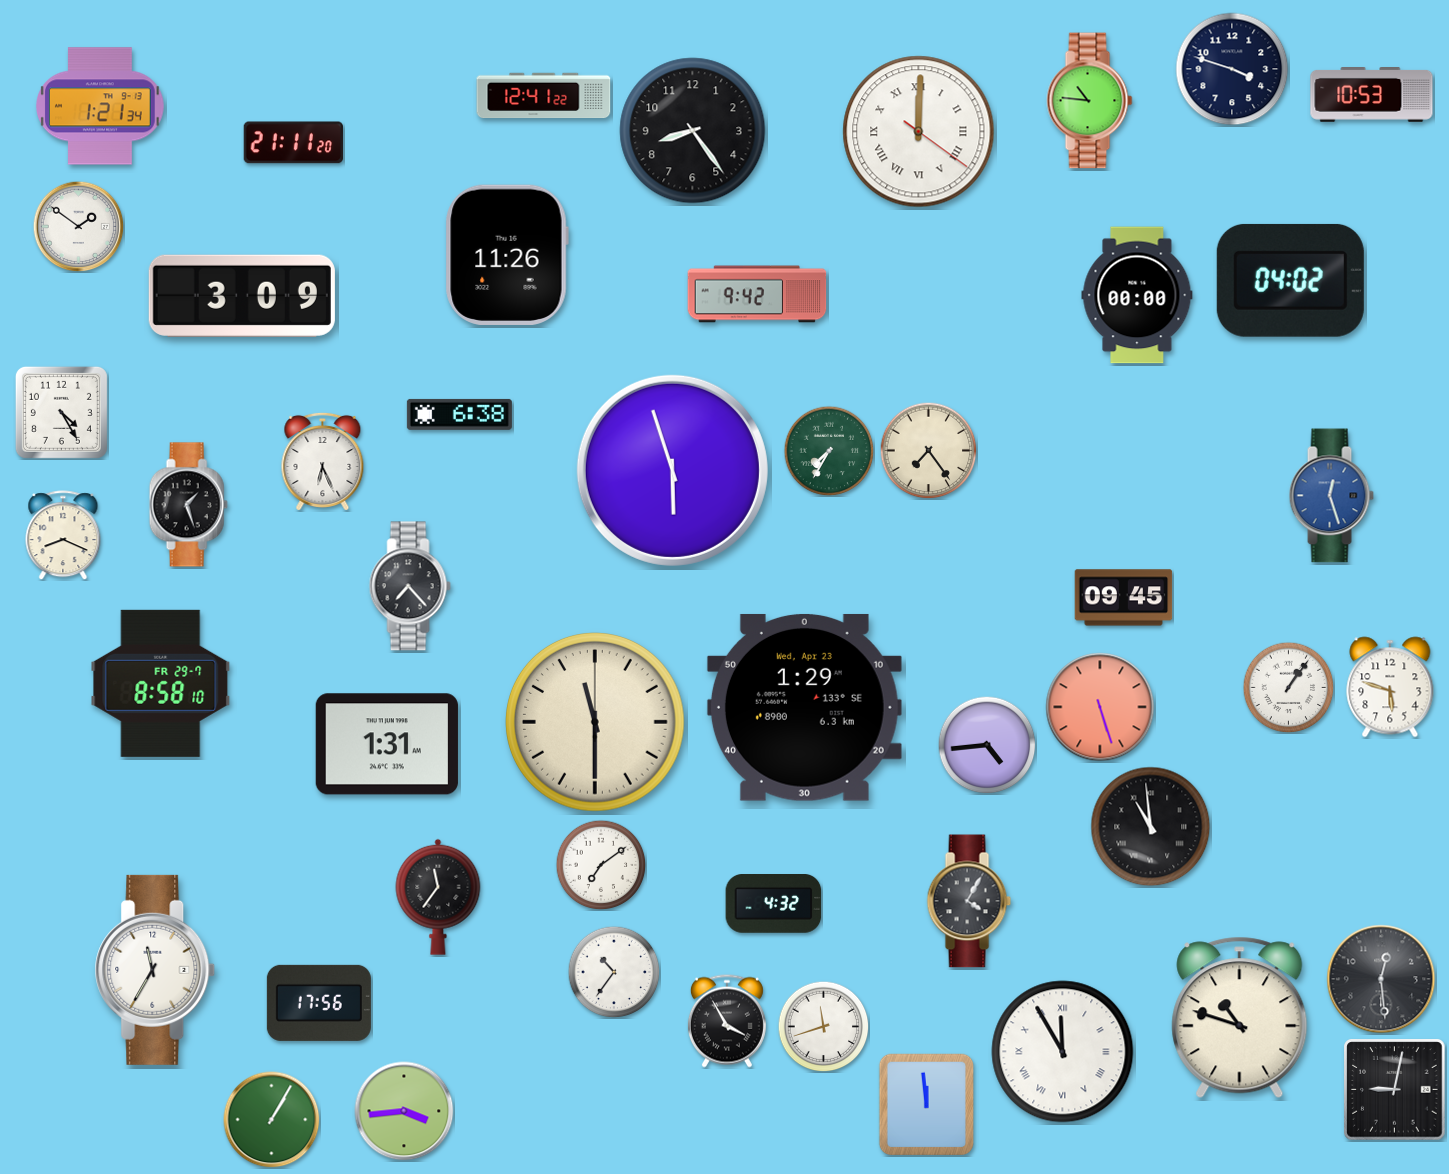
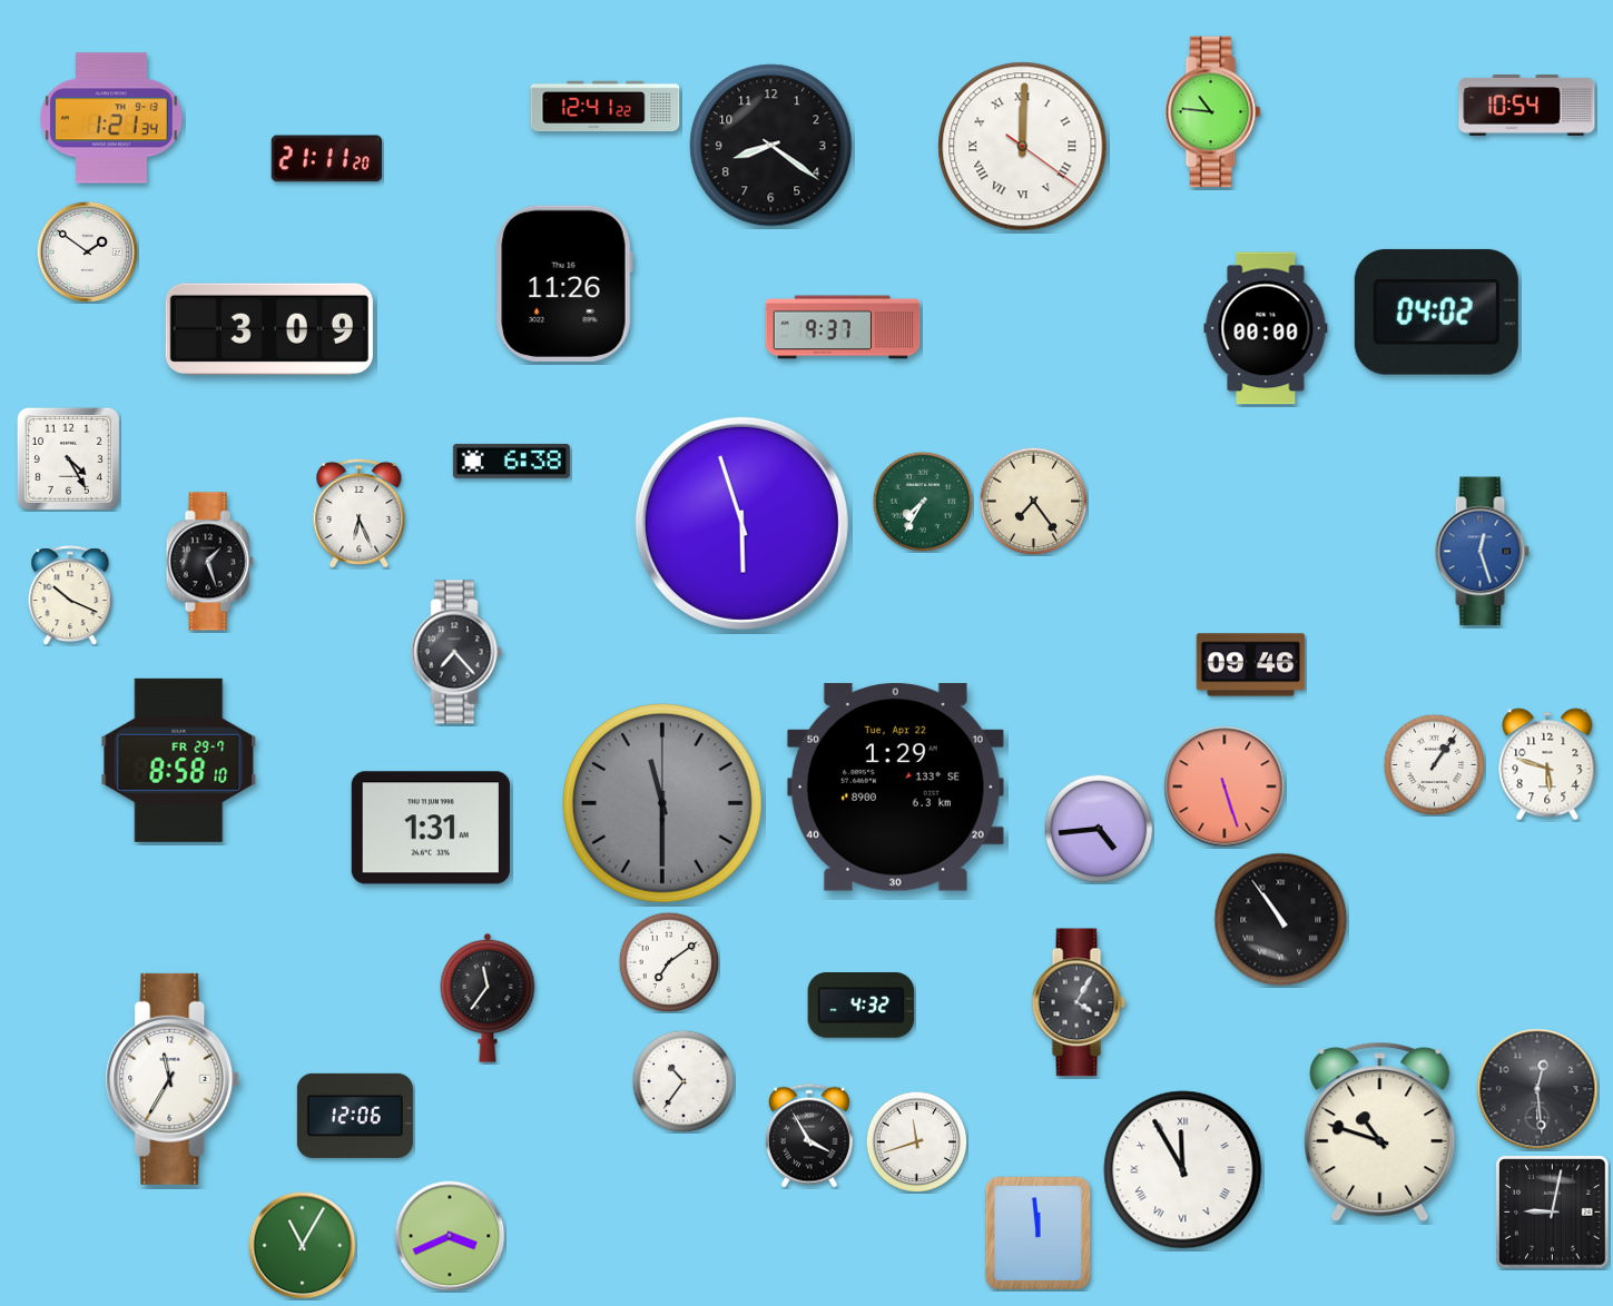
clock at (1232, 69): 3:48 -> none
clock at (1372, 95): 10:53 -> 10:54
clock at (693, 131): 8:24 -> 8:21
clock at (757, 294): 9:42 -> 9:37
clock at (672, 470) position: (672, 470) -> (741, 523)
clock at (63, 535): 8:19 -> 10:19
clock at (1124, 598): 09:45 -> 09:46
clock at (804, 707) date: Wed, Apr 23 -> Tue, Apr 22
clock at (596, 723) dial: cream -> grey
clock at (1151, 827): 10:59 -> 10:54
clock at (319, 1003): 17:56 -> 12:06
clock at (927, 1105) position: (927, 1105) -> (1039, 1234)
clock at (404, 1111): 3:44 -> 3:41
clock at (272, 1120): 1:05 -> 11:05
